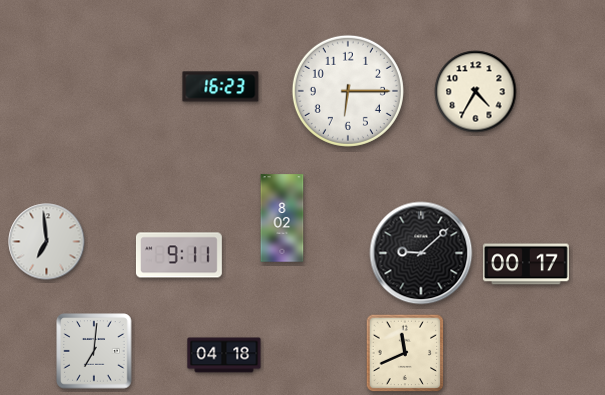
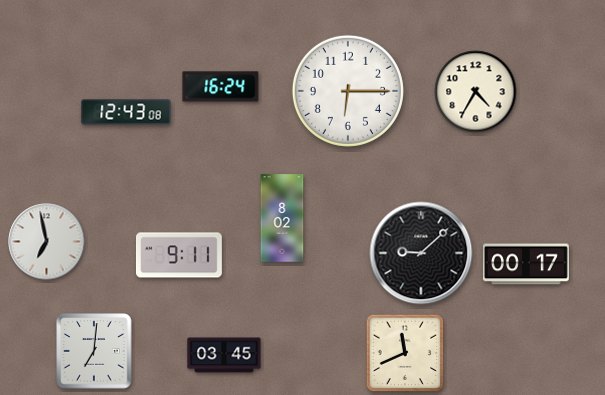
clock at (221, 87): 16:23 -> 16:24
clock at (126, 112): none -> 12:43
clock at (47, 242): 6:59 -> 6:58
clock at (224, 355): 04:18 -> 03:45
